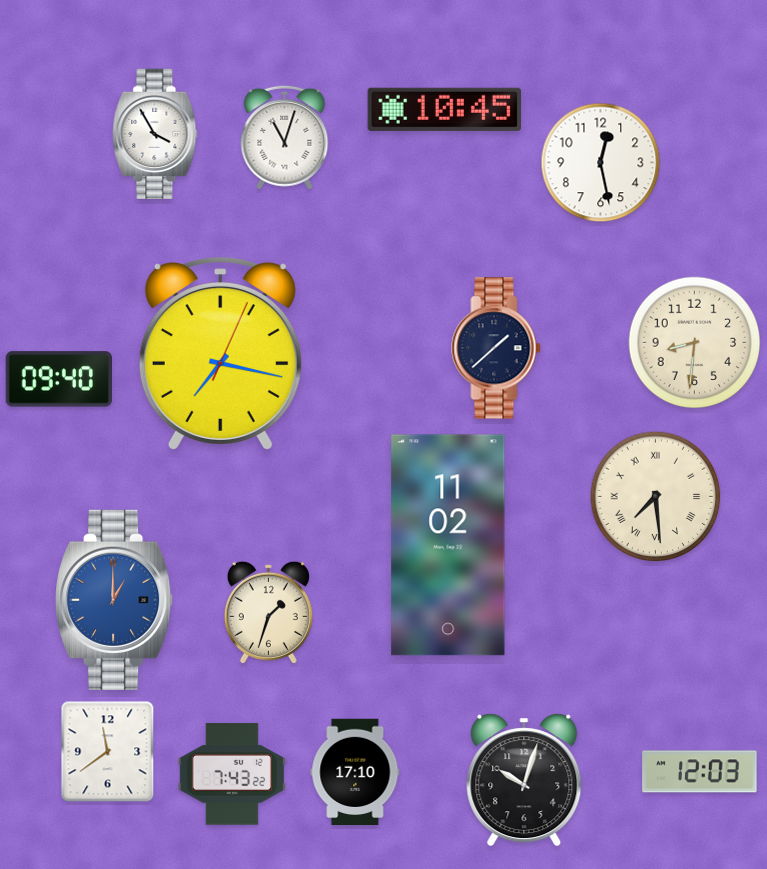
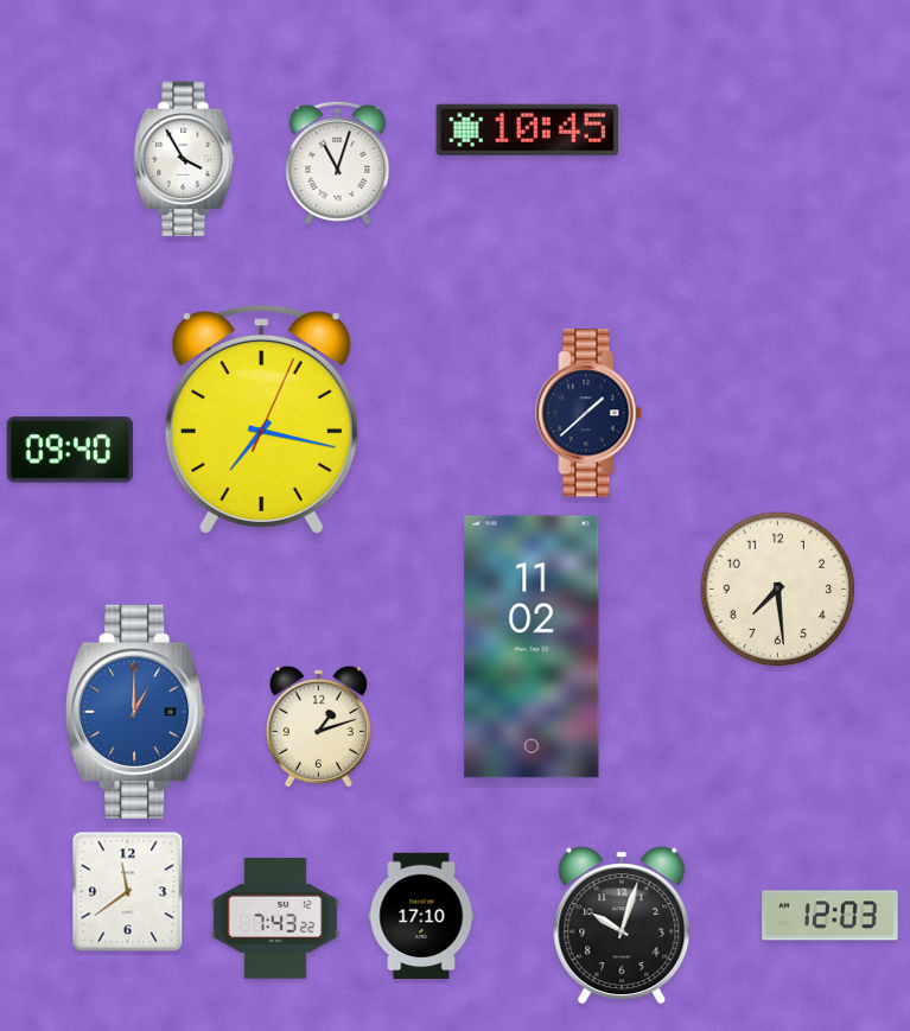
clock at (601, 163): 12:28 -> none
clock at (695, 343): 8:31 -> none
clock at (656, 497) numerals: Roman -> Arabic
clock at (268, 612): 1:33 -> 1:12
